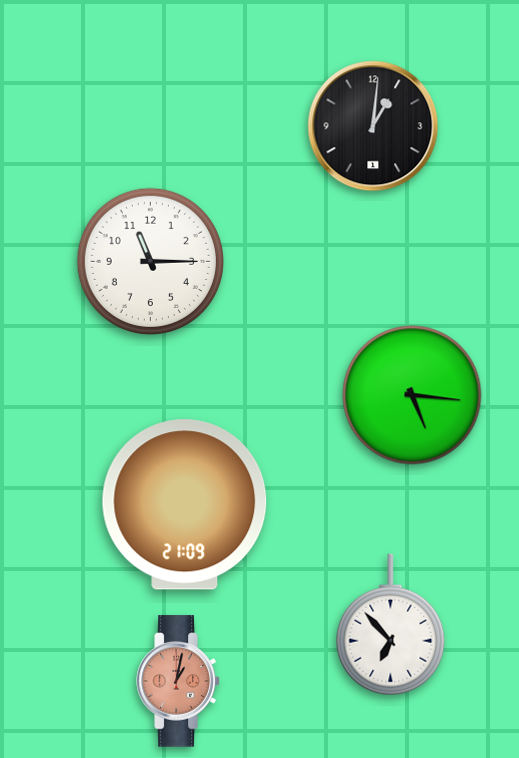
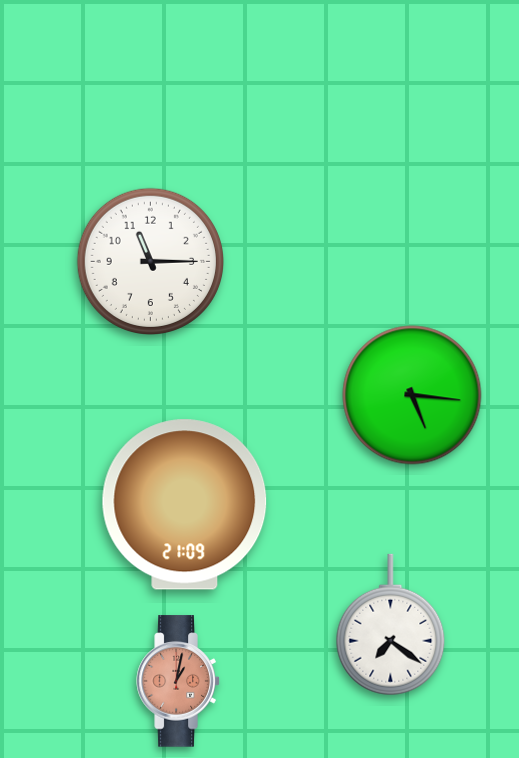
clock at (373, 126): 1:01 -> none
clock at (391, 625): 6:53 -> 7:21
